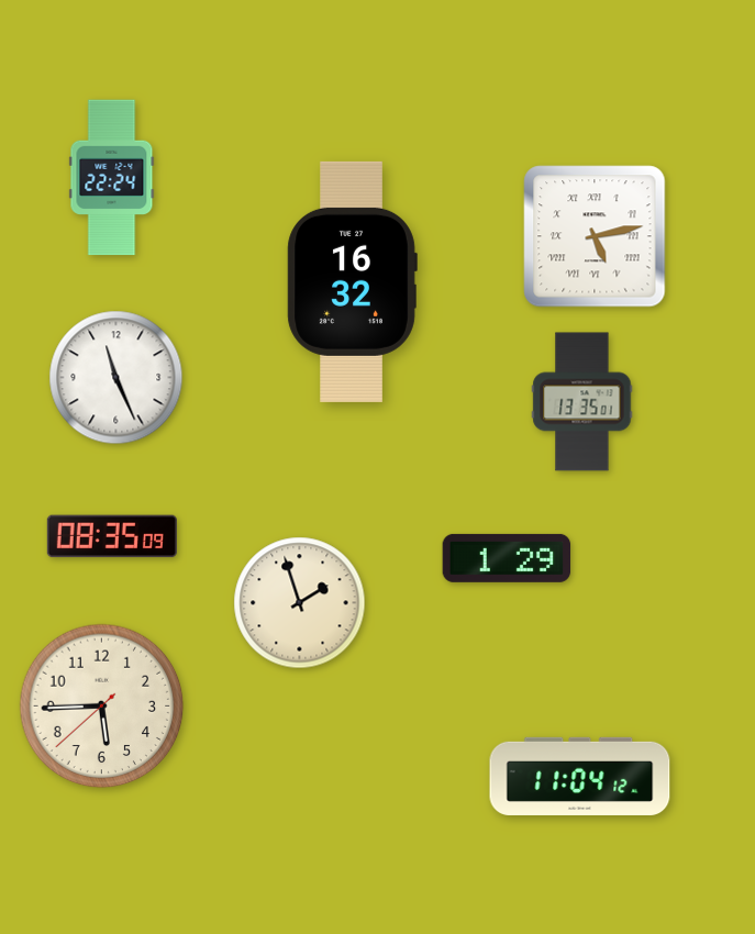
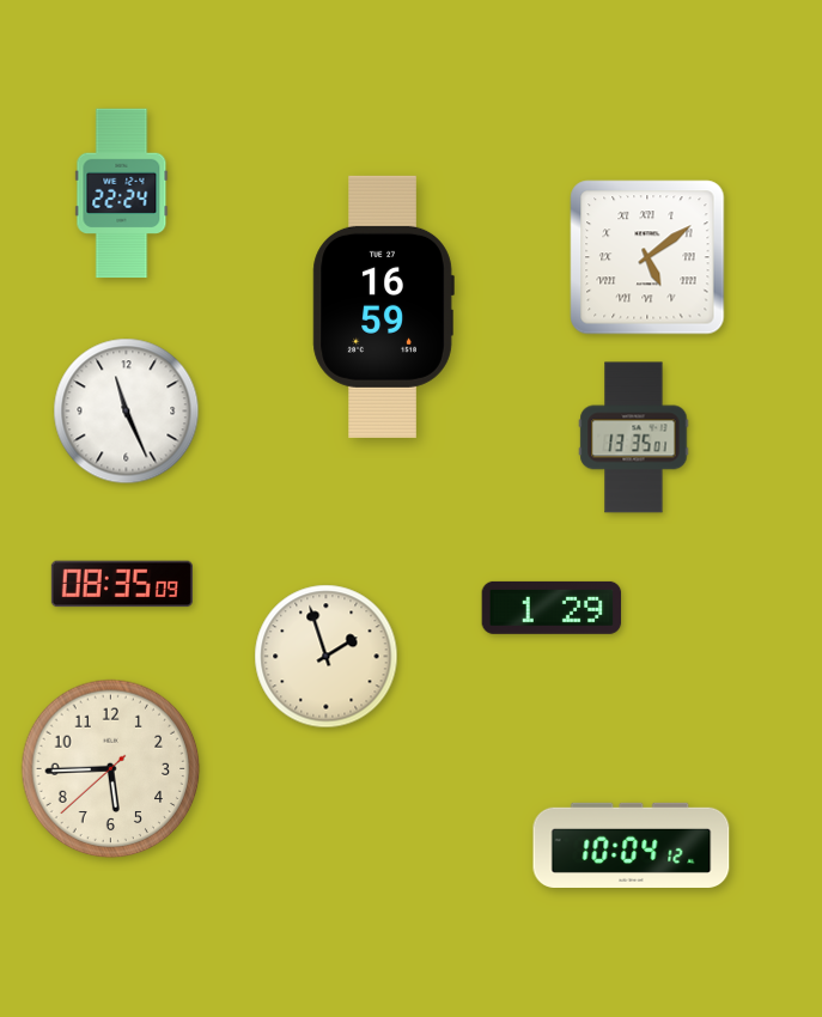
clock at (595, 236): 5:13 -> 5:09
clock at (352, 281): 16:32 -> 16:59
clock at (580, 776): 11:04 -> 10:04
